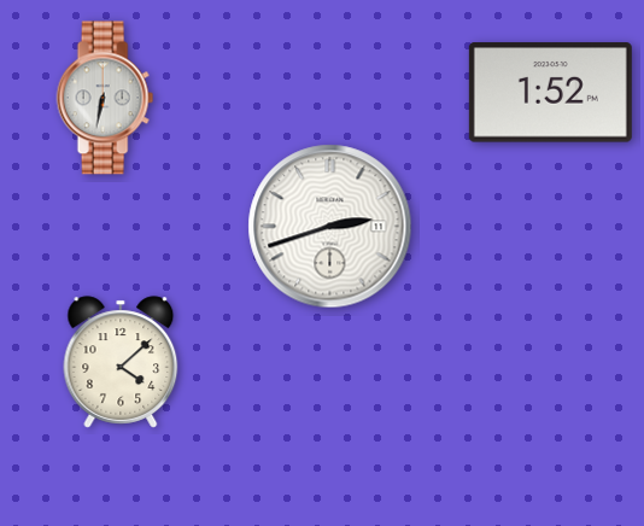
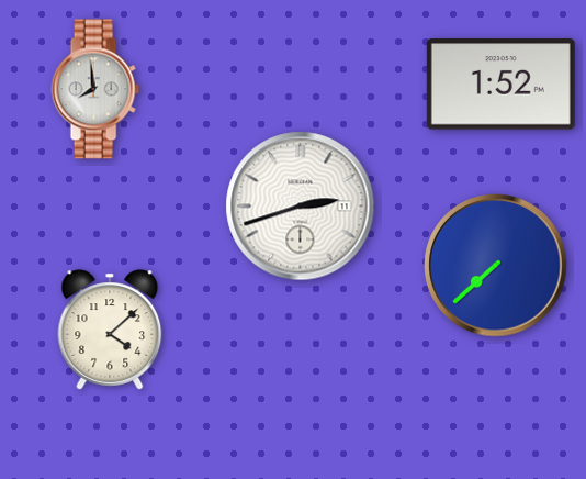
clock at (105, 98): 6:32 -> 7:59
clock at (496, 266): none -> 7:38
